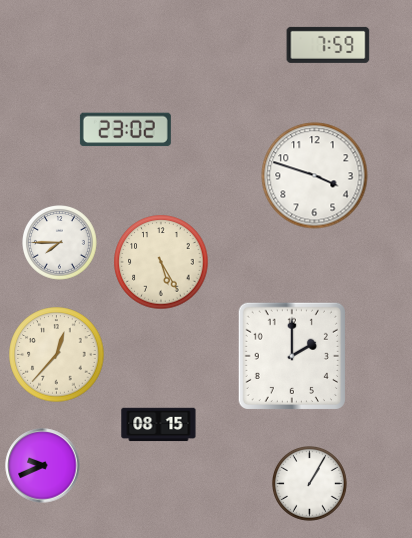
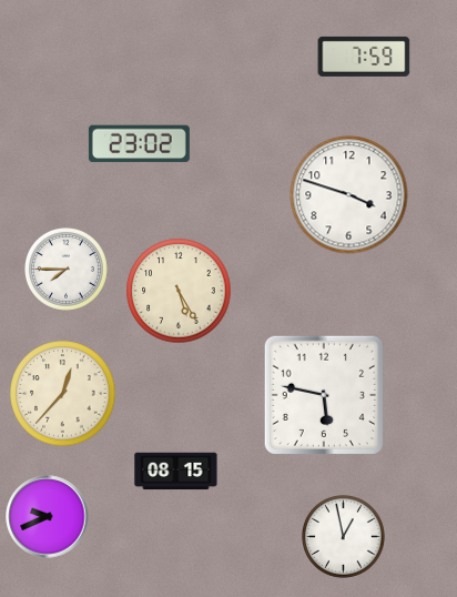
clock at (328, 45) position: (328, 45) -> (364, 57)
clock at (292, 356): 2:00 -> 5:47
clock at (310, 484): 1:05 -> 12:58
